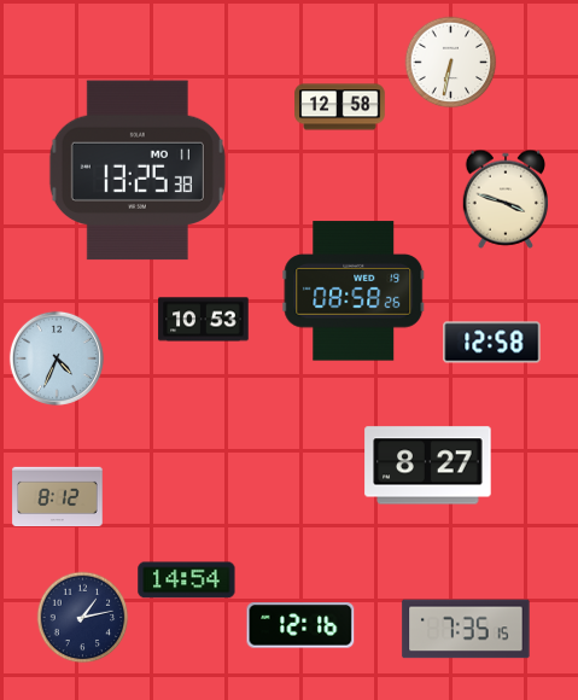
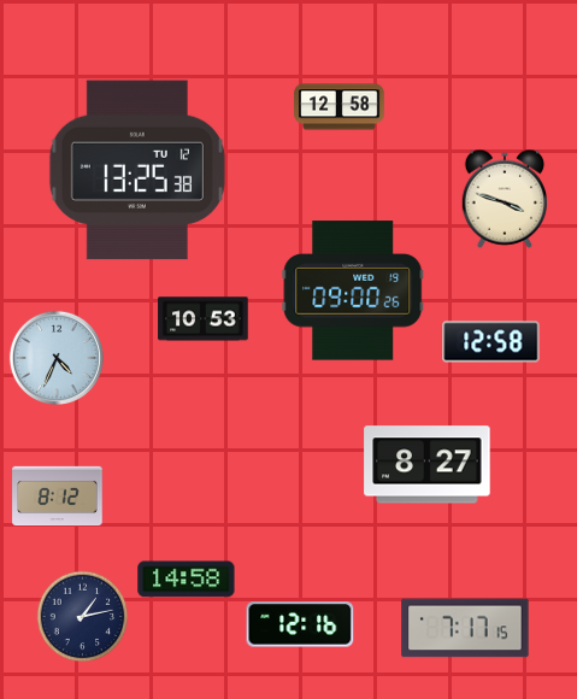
clock at (451, 63): 6:32 -> none
clock at (138, 170) date: MO 11 -> TU 12
clock at (354, 291): 08:58 -> 09:00
clock at (187, 581): 14:54 -> 14:58
clock at (466, 629): 7:35 -> 7:17
